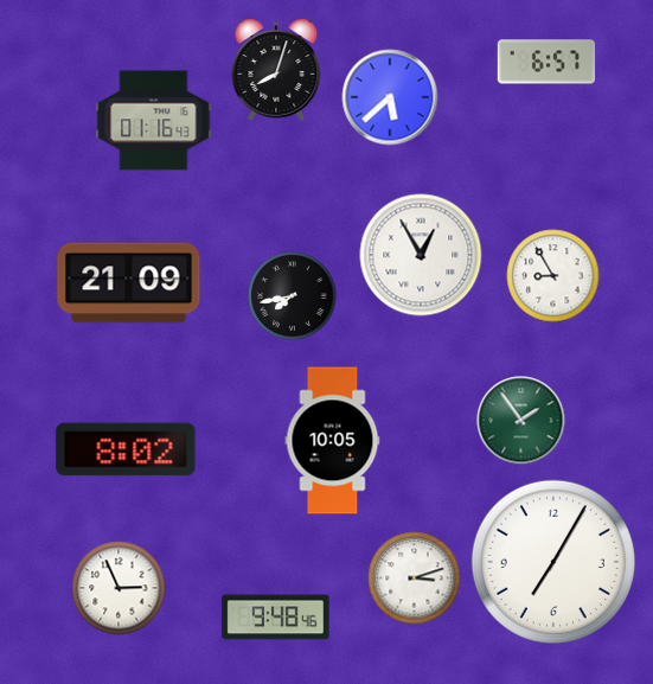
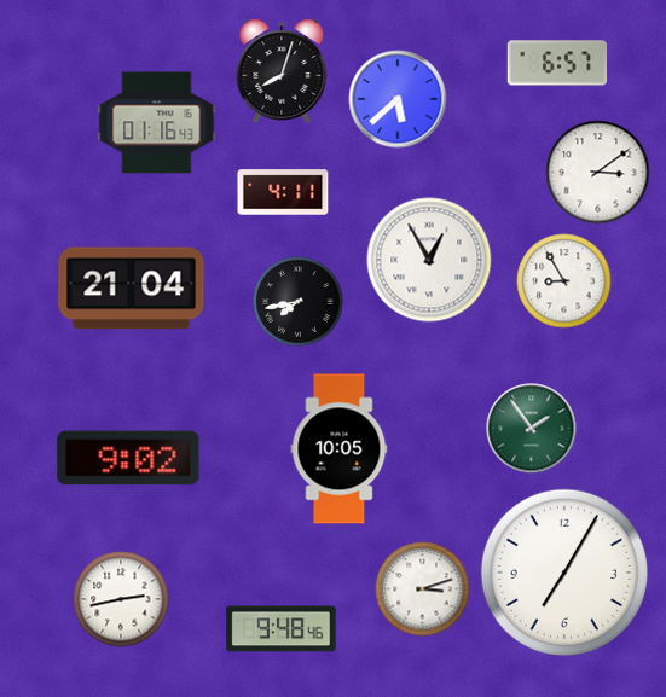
clock at (598, 173): none -> 3:09
clock at (283, 192): none -> 4:11
clock at (129, 283): 21:09 -> 21:04
clock at (126, 449): 8:02 -> 9:02
clock at (119, 588): 2:56 -> 2:43
